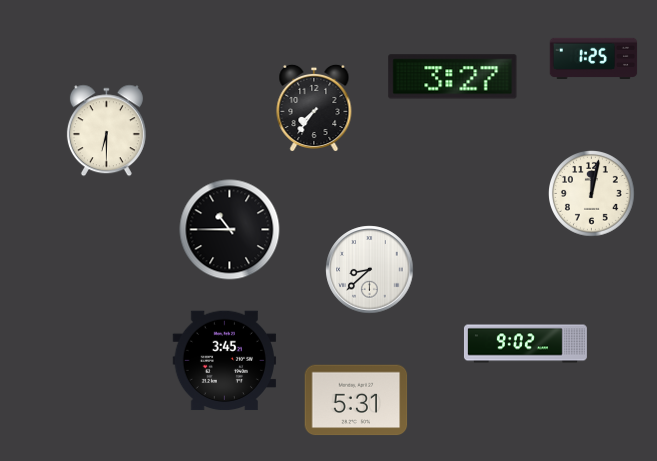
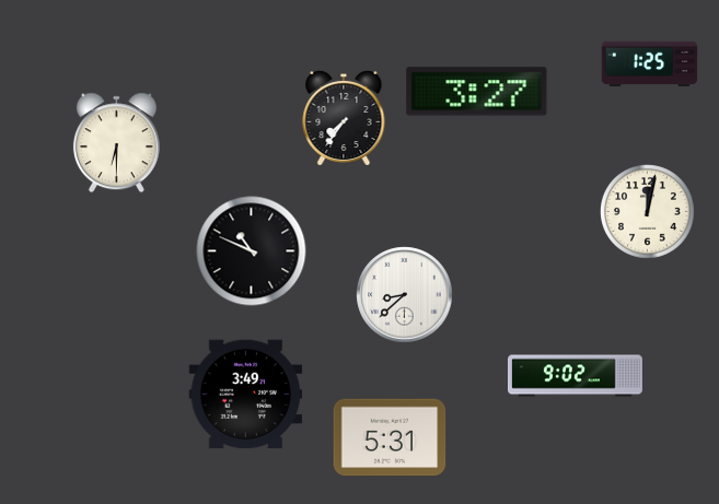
clock at (453, 77) position: (453, 77) -> (477, 92)
clock at (230, 230): 10:45 -> 10:49
clock at (225, 361): 3:45 -> 3:49
